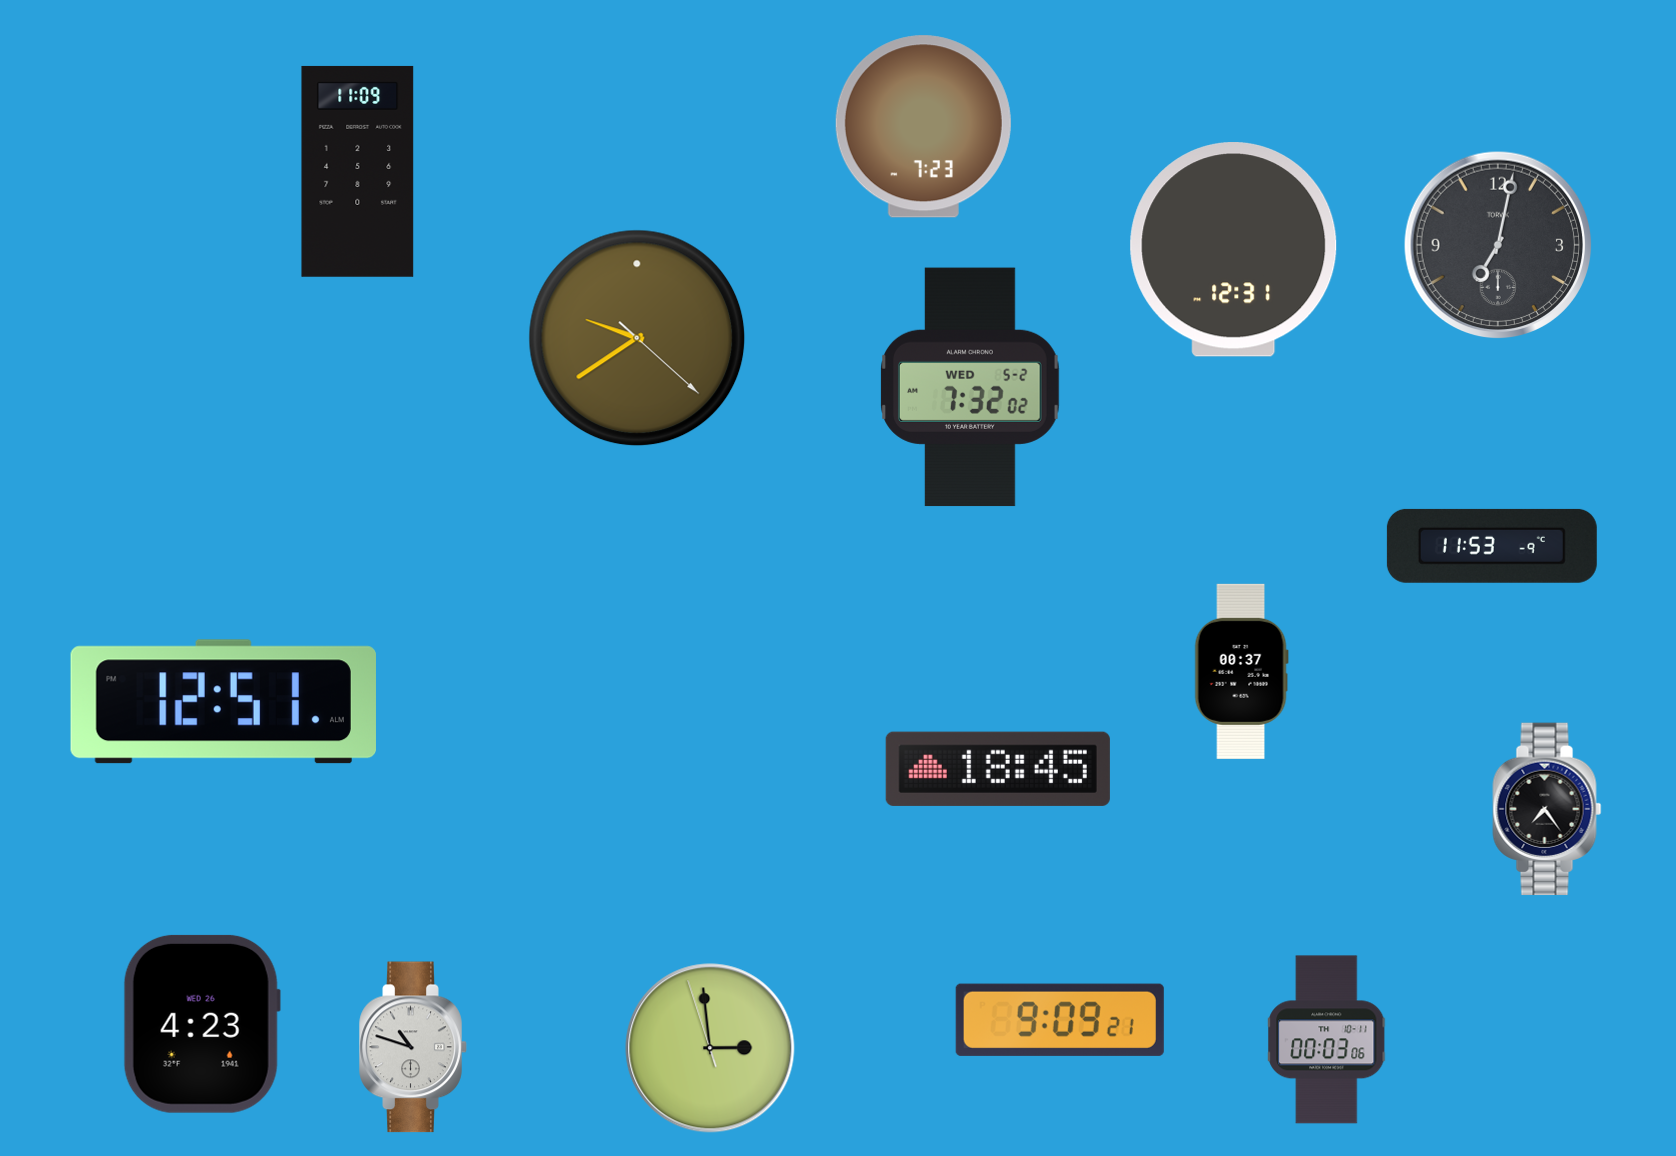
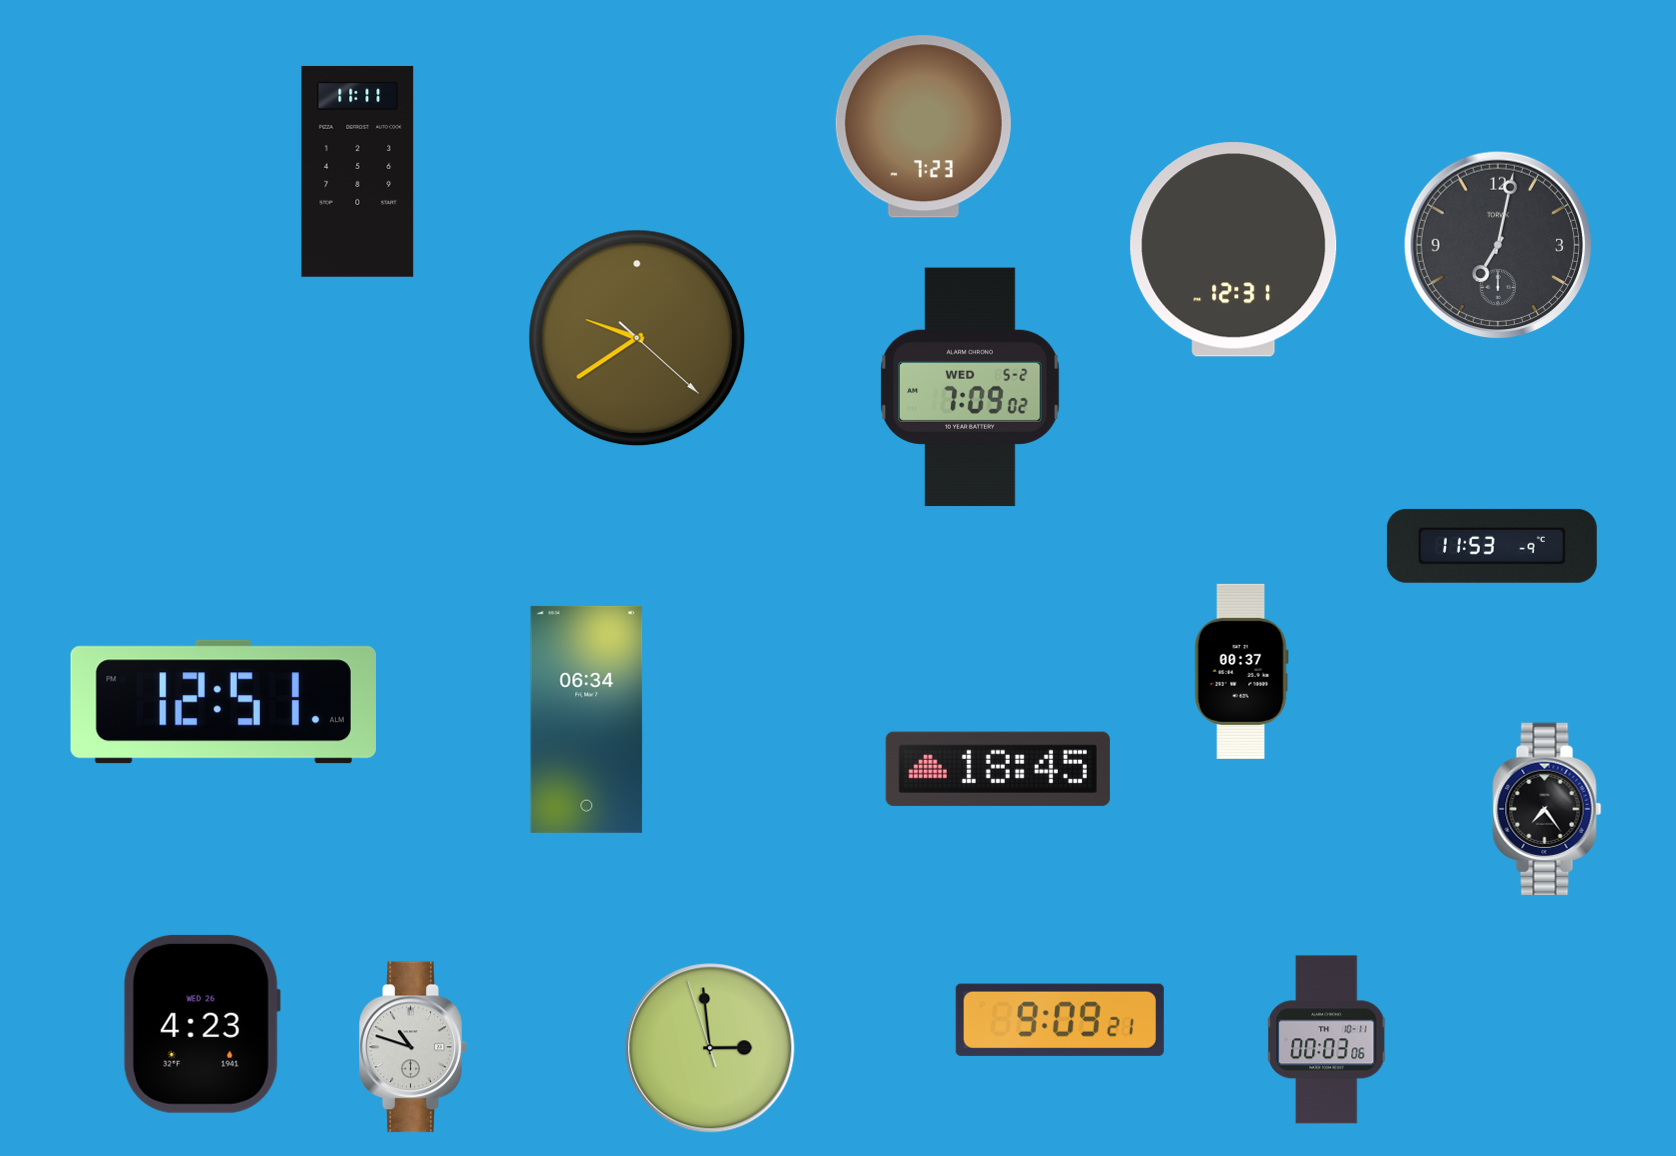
clock at (358, 171): 11:09 -> 11:11
clock at (971, 387): 7:32 -> 7:09
clock at (587, 719): none -> 06:34
